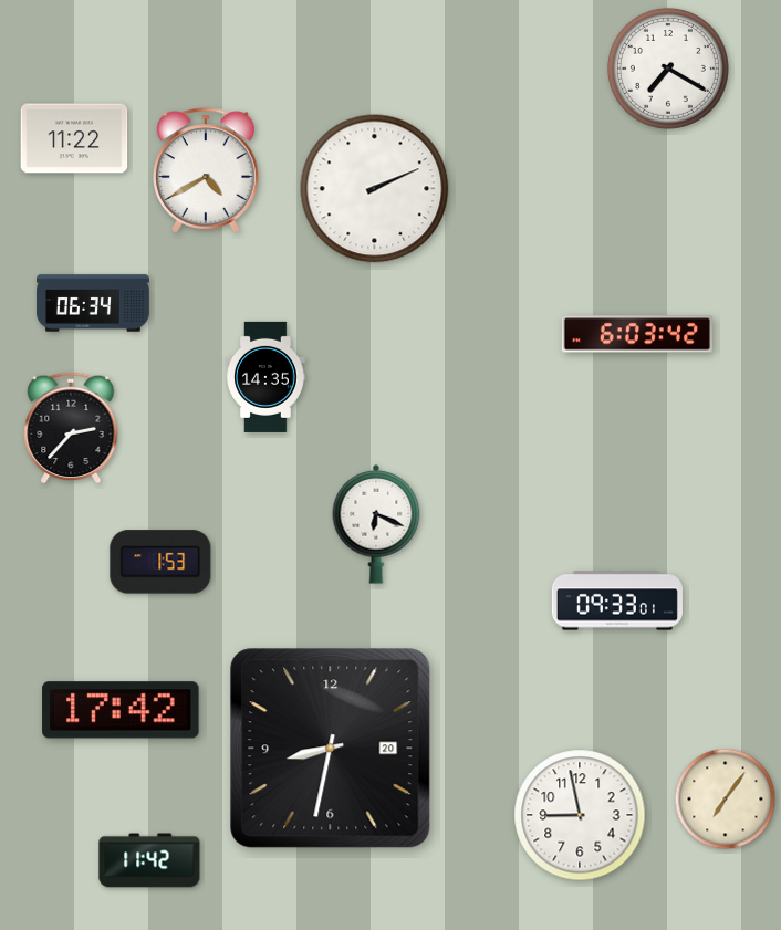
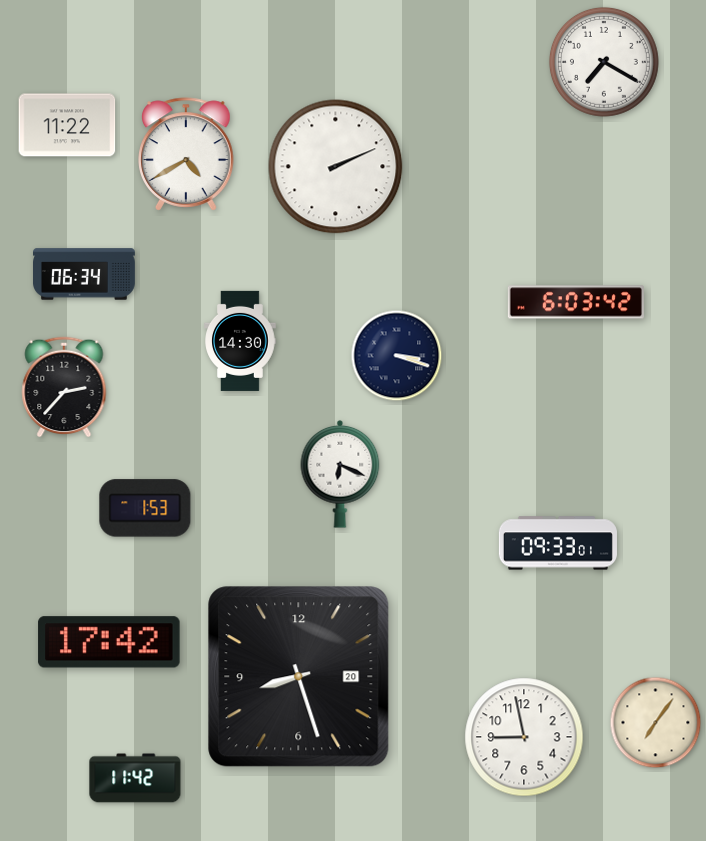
clock at (375, 189) position: (375, 189) -> (336, 167)
clock at (265, 377): 14:35 -> 14:30
clock at (397, 356): none -> 3:18
clock at (331, 749): 8:32 -> 8:27
